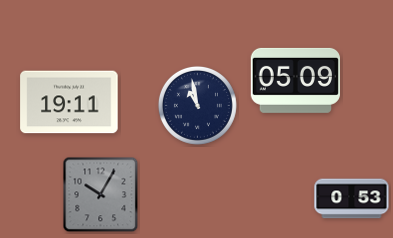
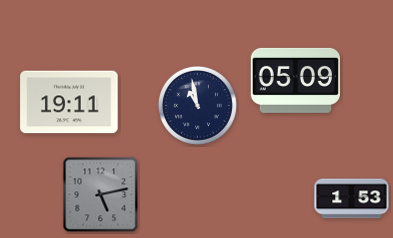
clock at (101, 195): 10:05 -> 5:13
clock at (352, 199): 0:53 -> 1:53
